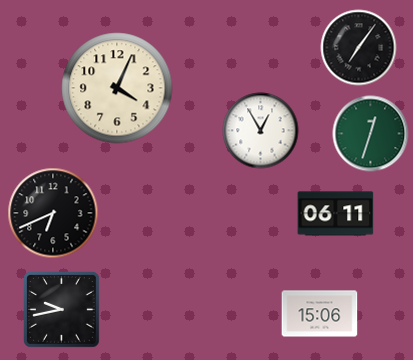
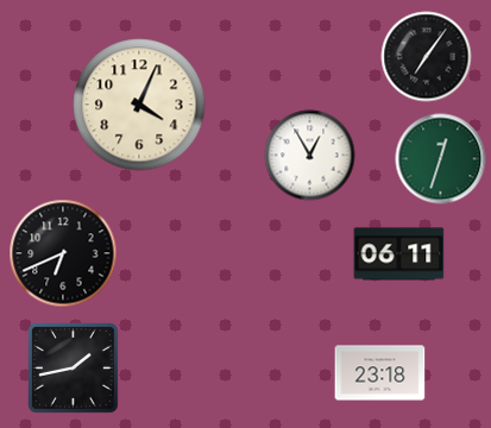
clock at (62, 310): 9:43 -> 1:43
clock at (320, 314): 15:06 -> 23:18
